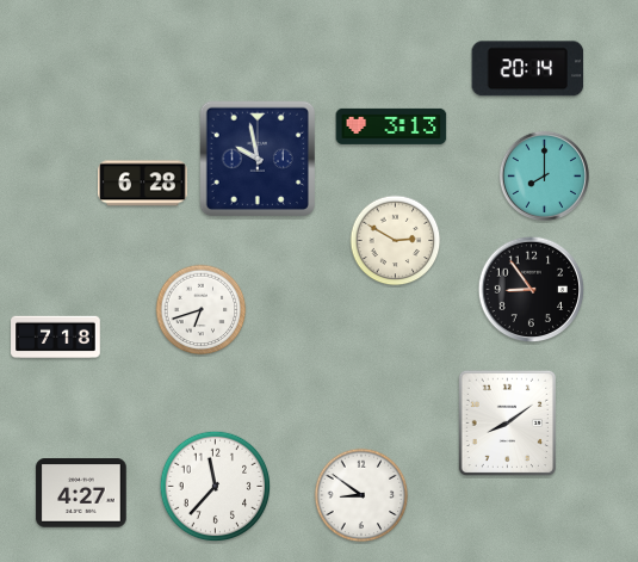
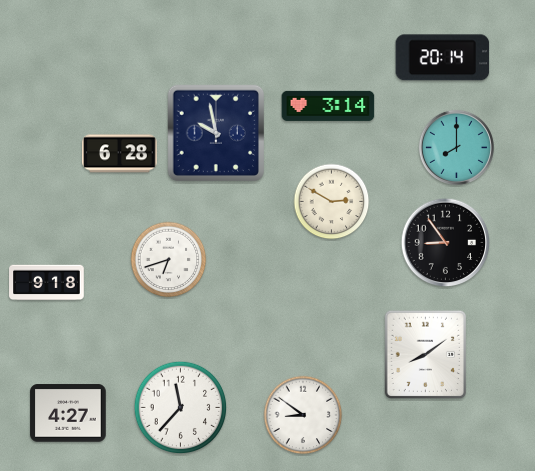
clock at (391, 126): 3:13 -> 3:14
clock at (56, 338): 7:18 -> 9:18
